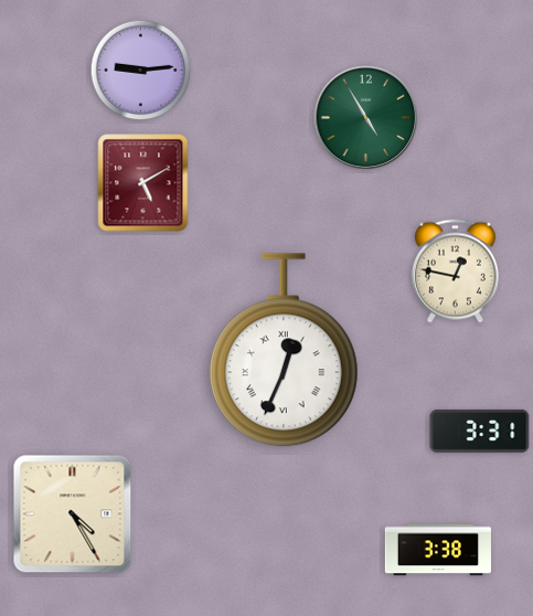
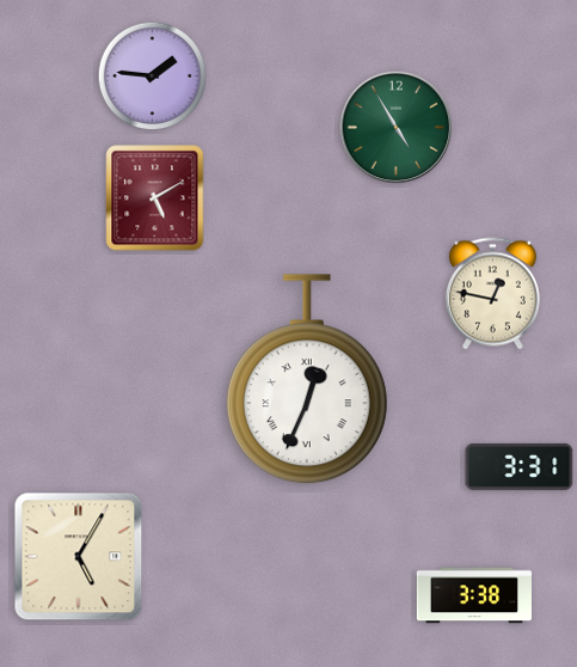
clock at (141, 71): 9:14 -> 1:46
clock at (73, 514): 4:25 -> 5:05
